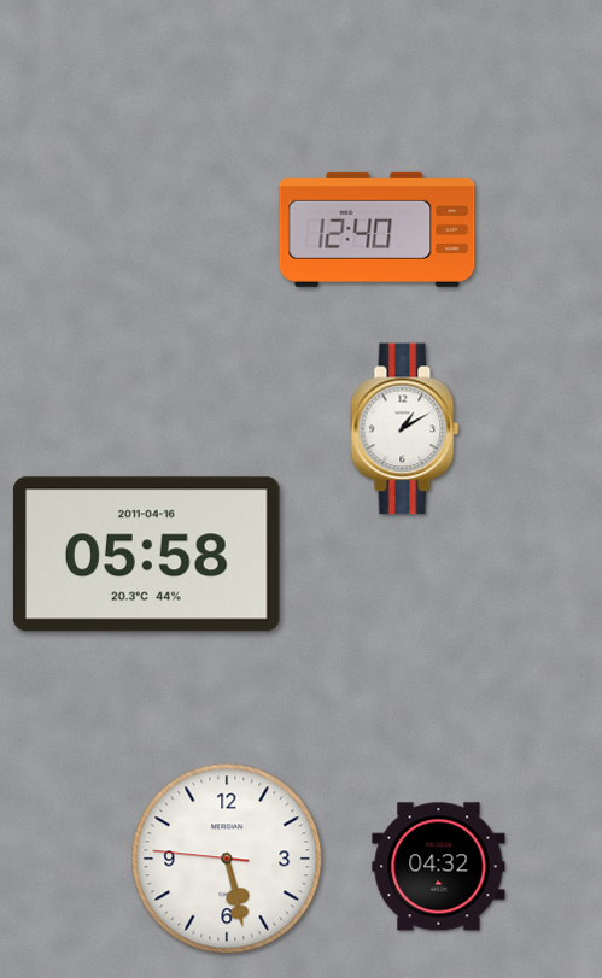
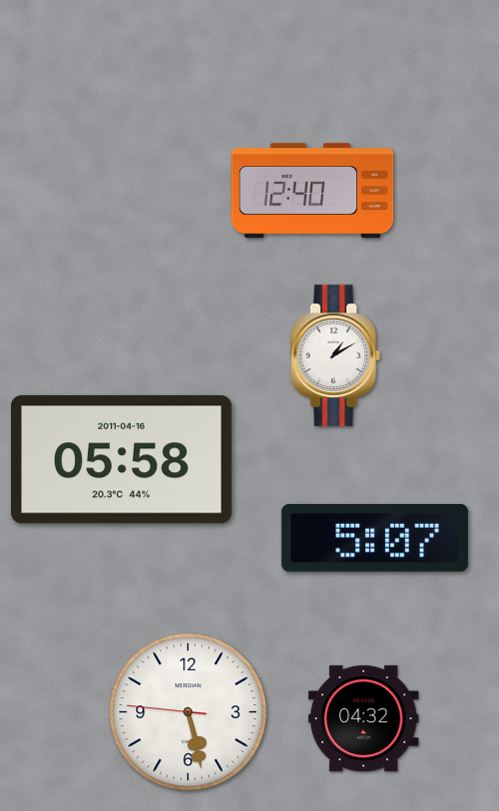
clock at (375, 538): none -> 5:07
